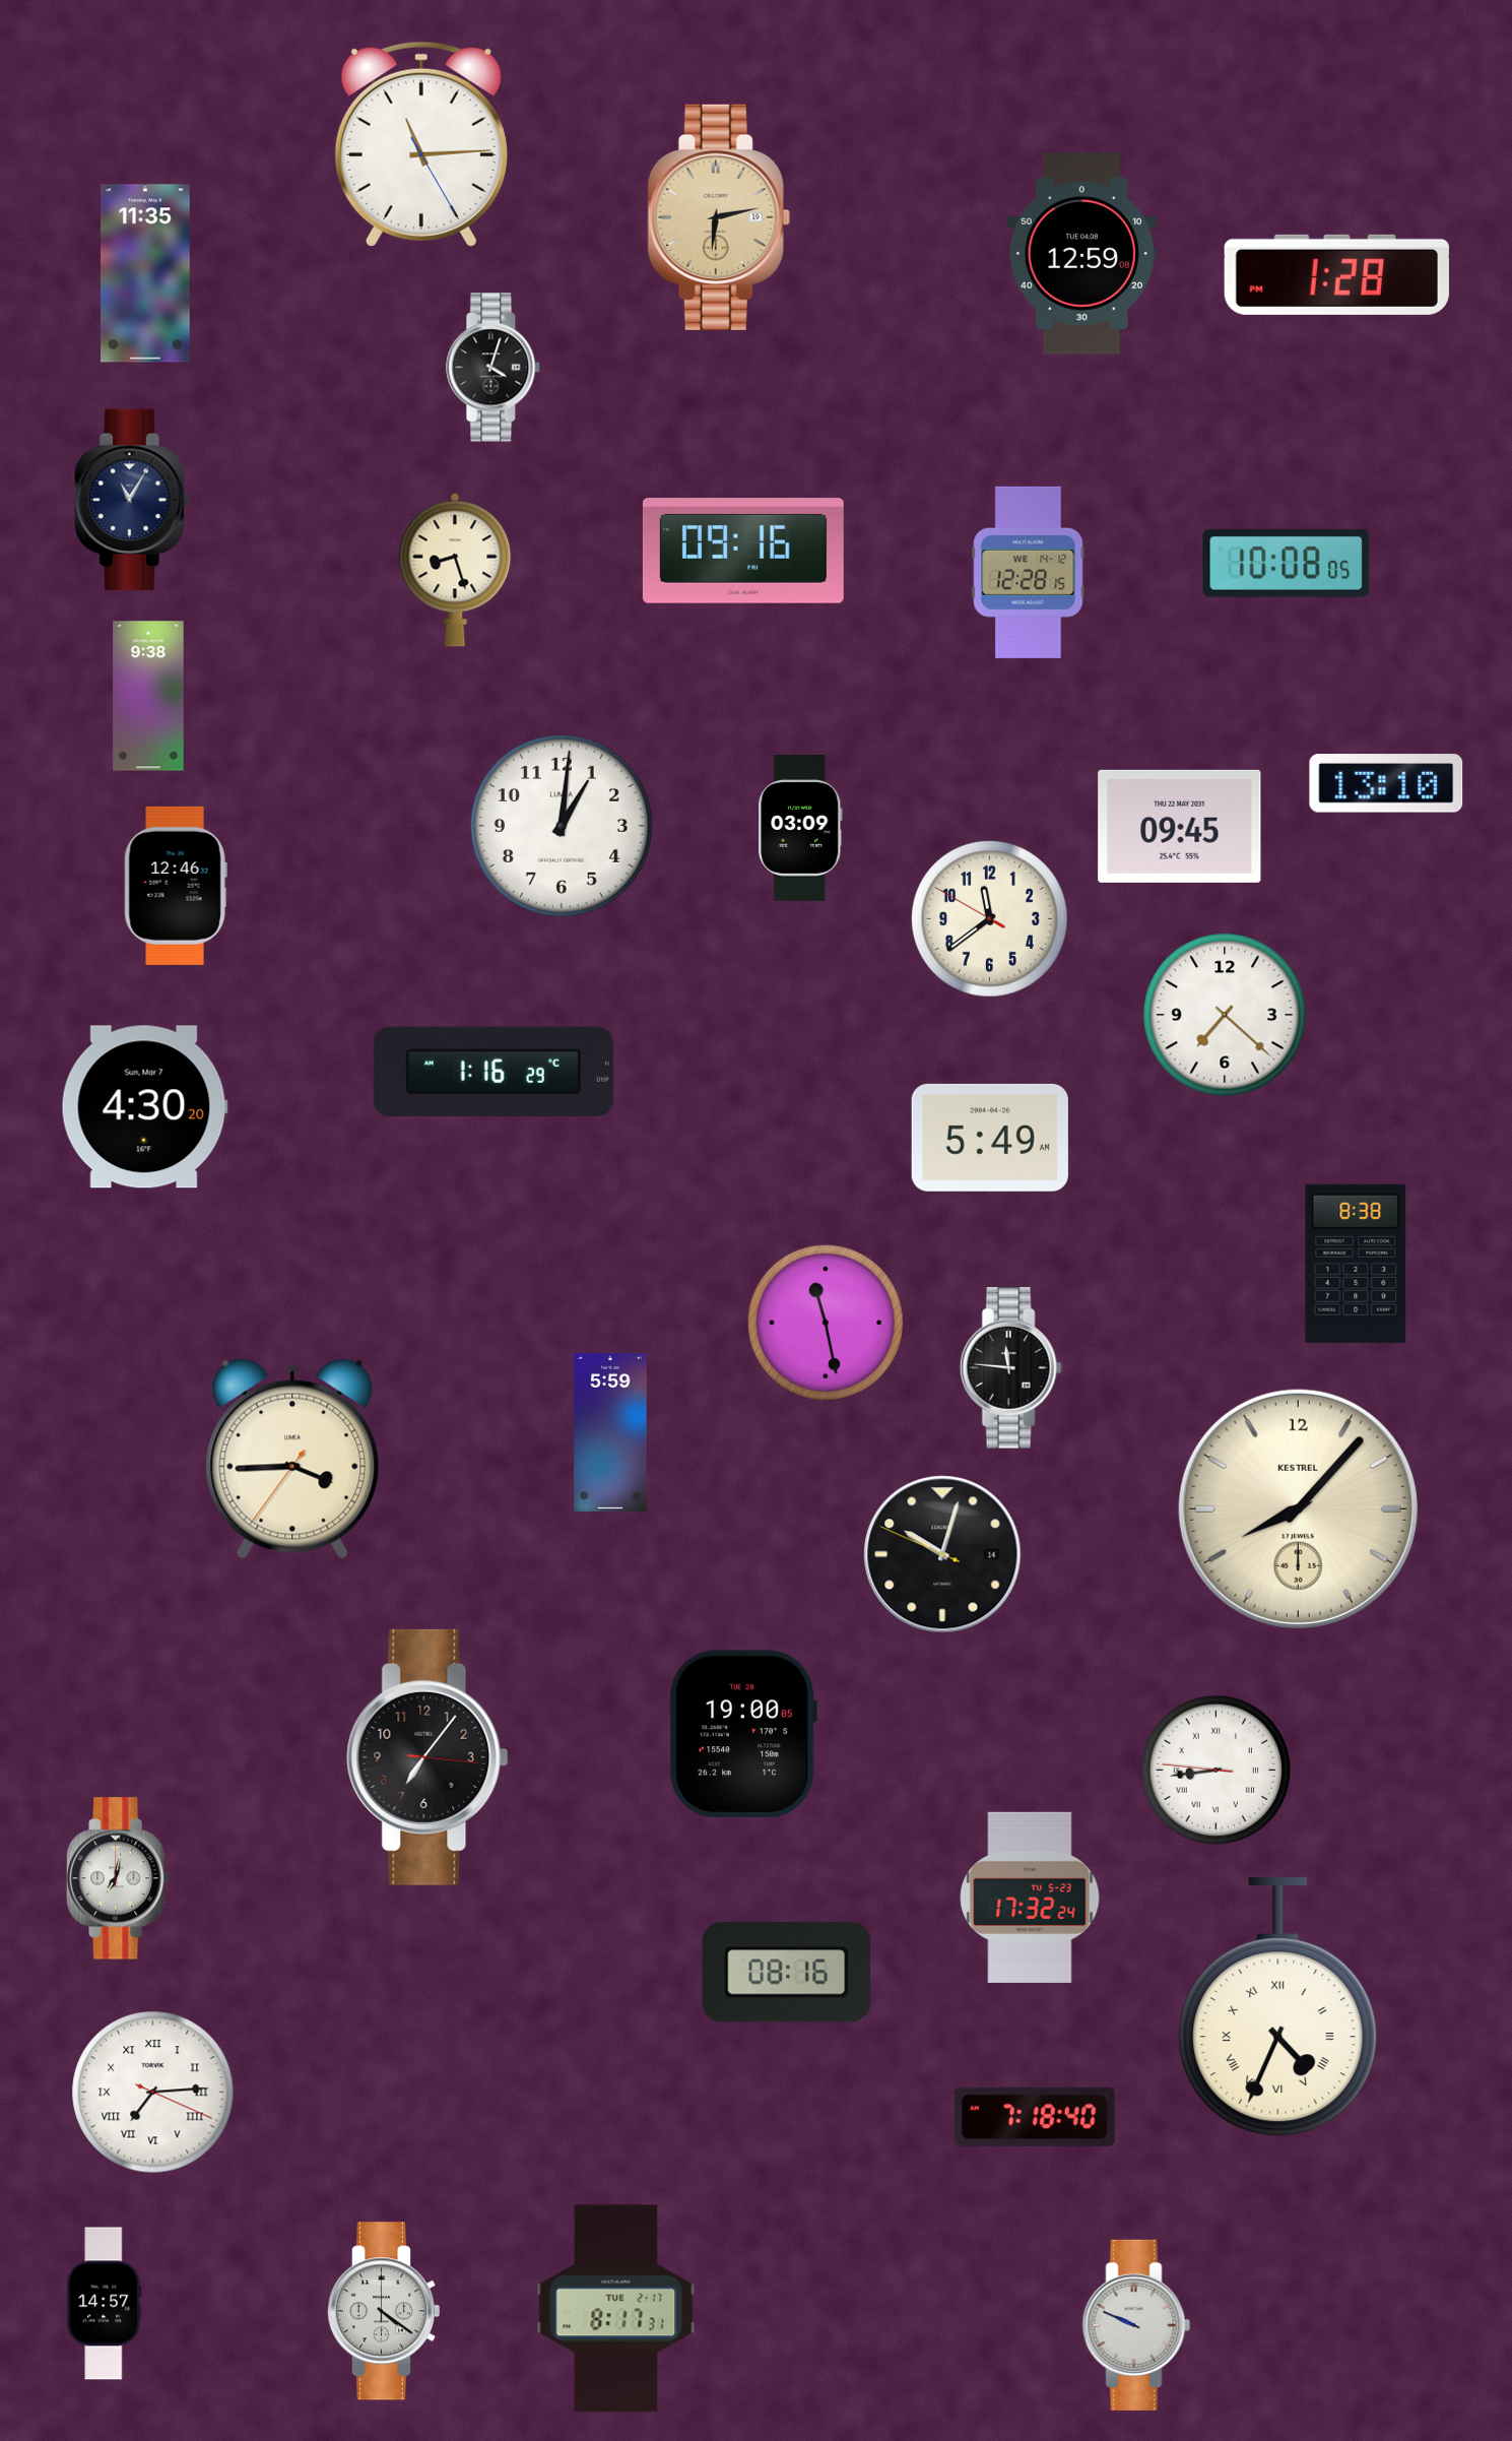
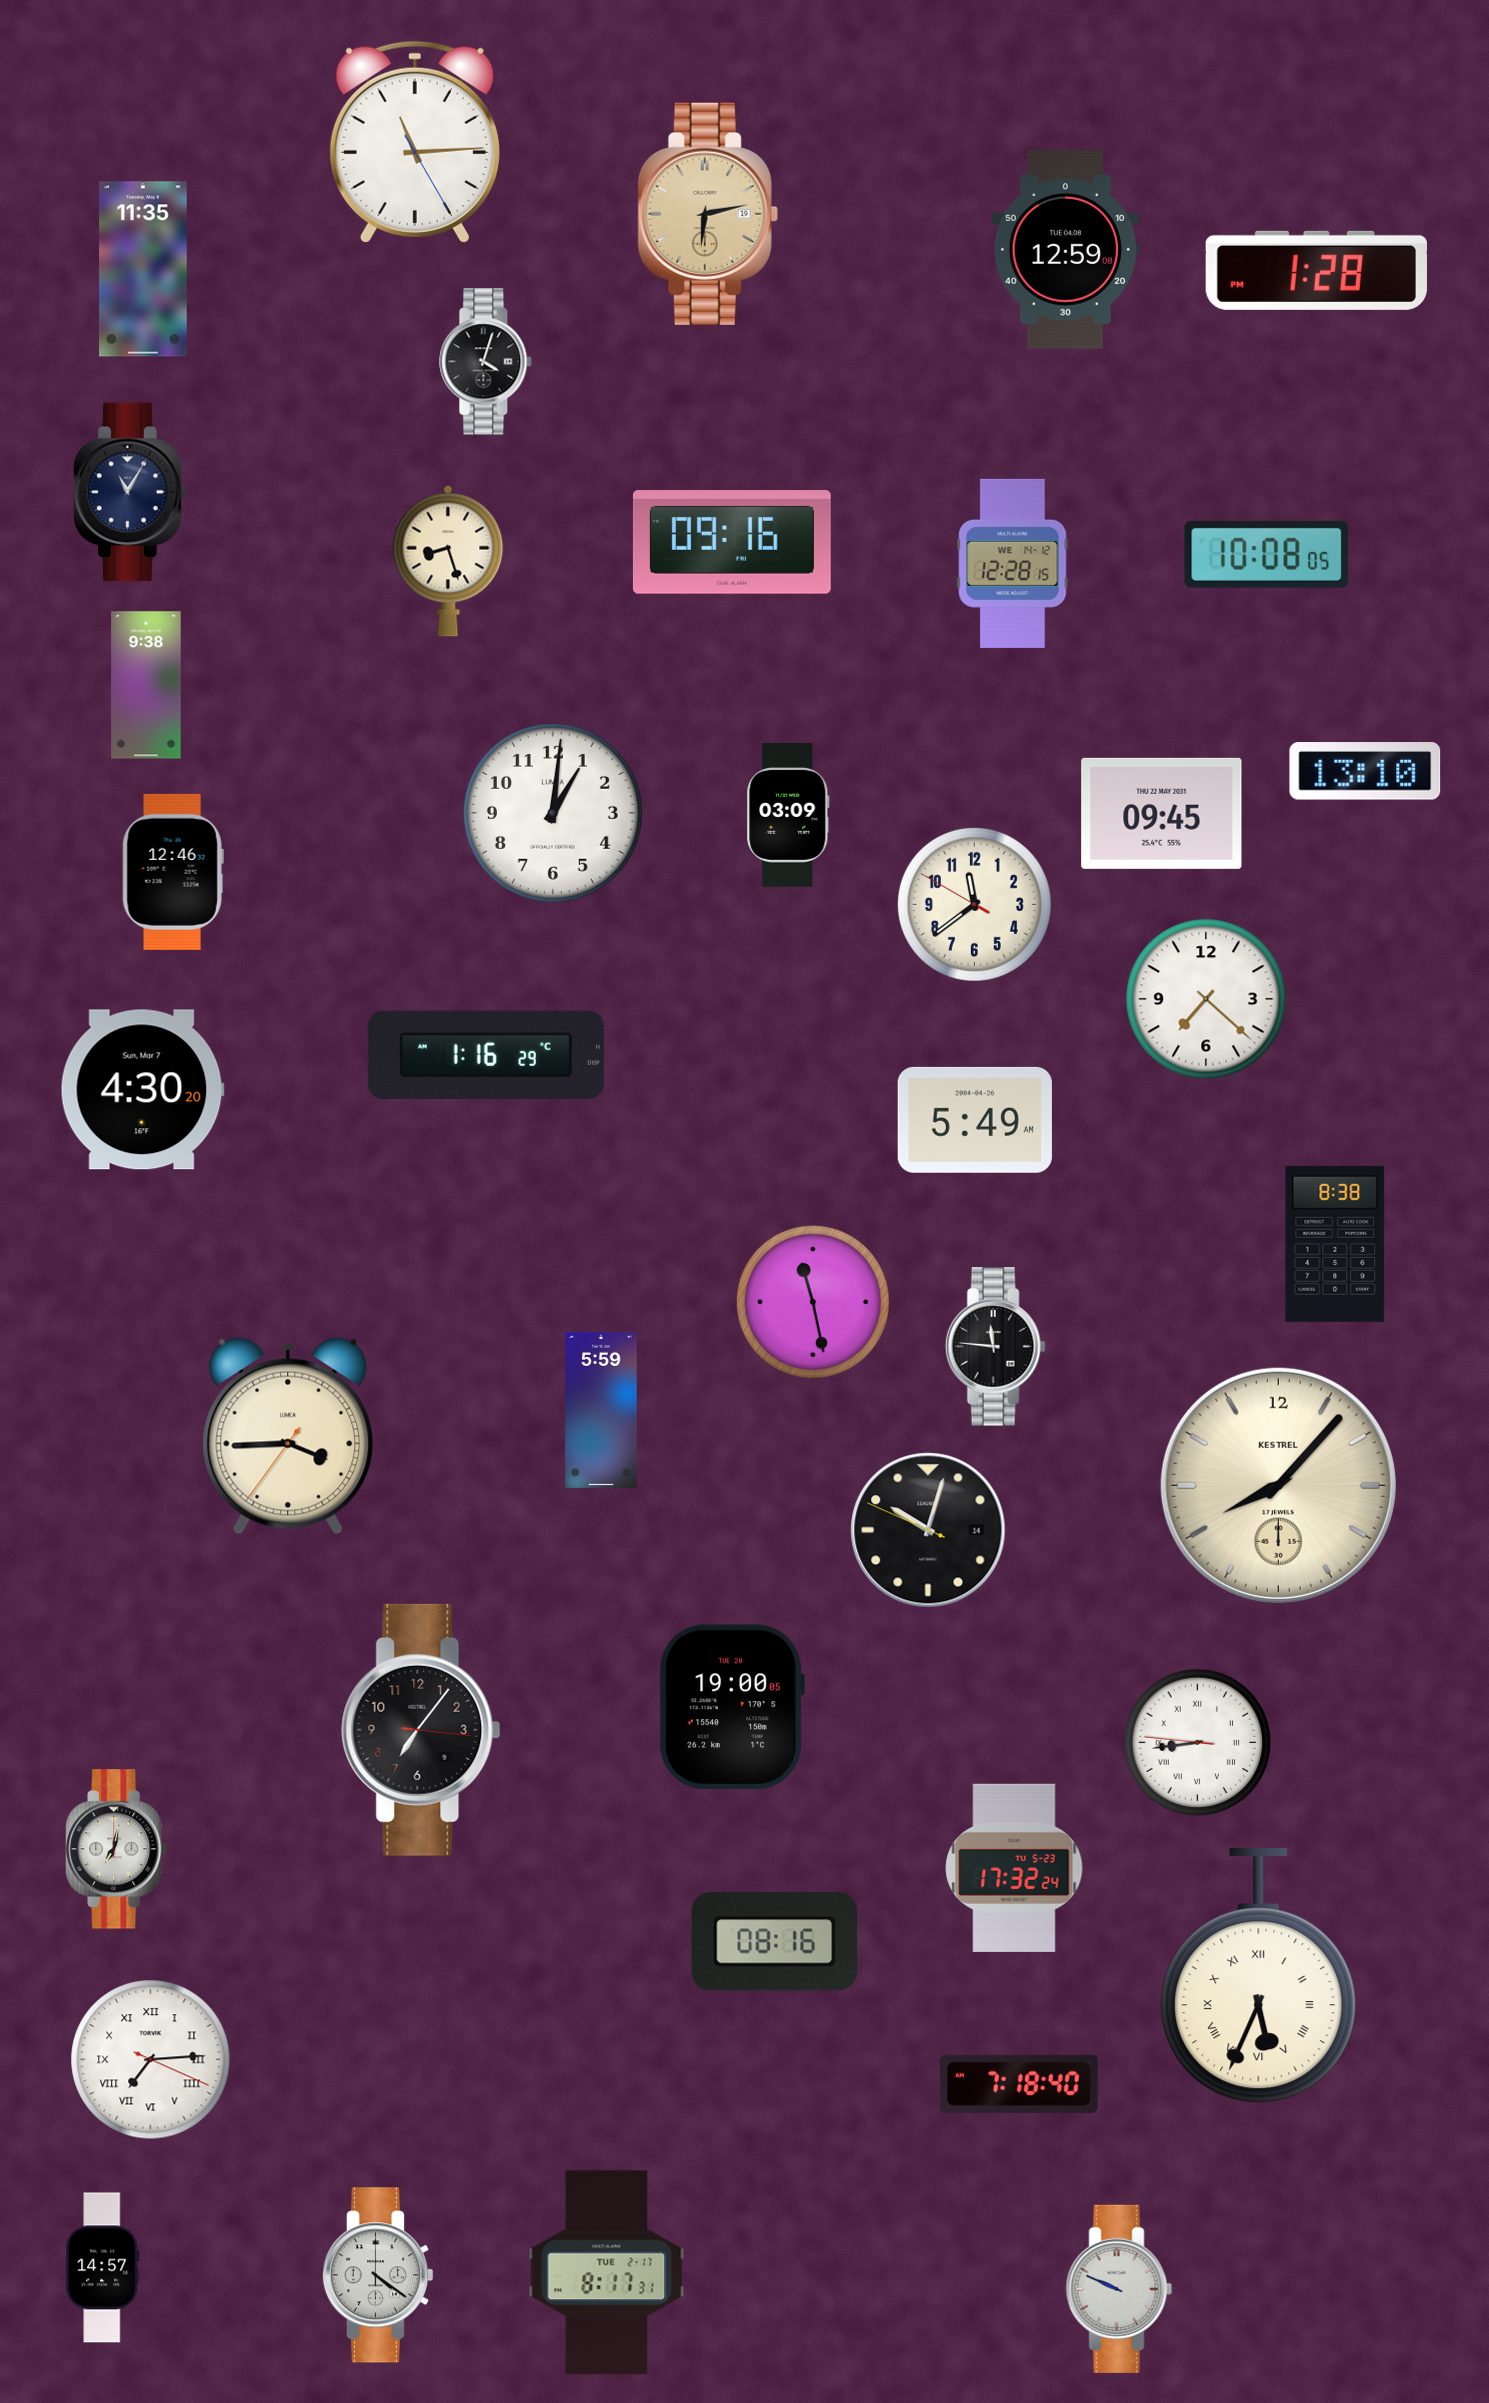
clock at (1278, 2007): 4:34 -> 5:34
